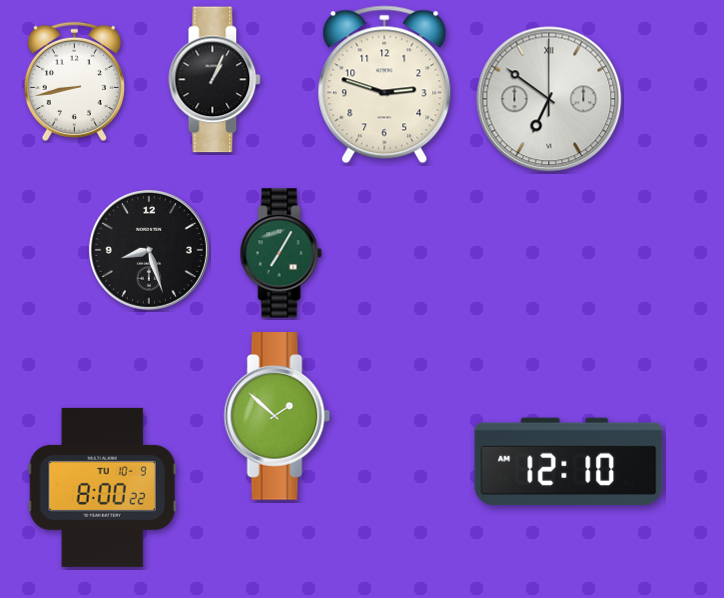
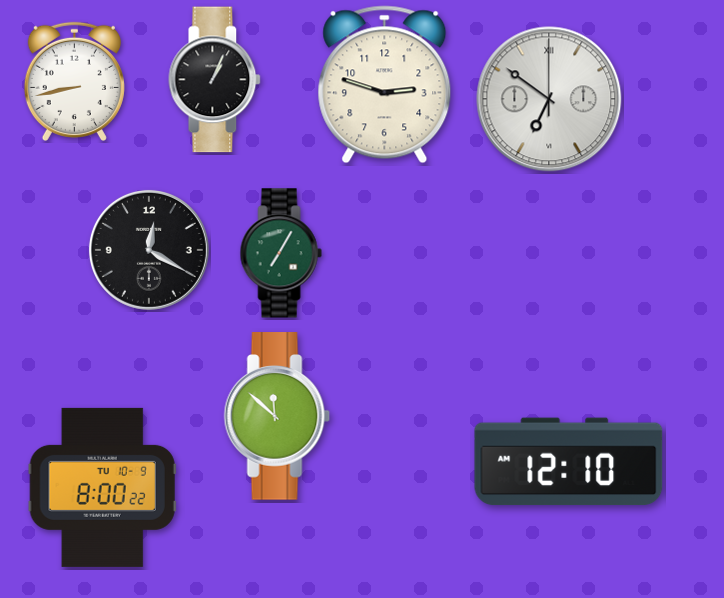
clock at (149, 250): 8:27 -> 12:20
clock at (277, 416): 1:52 -> 11:52
